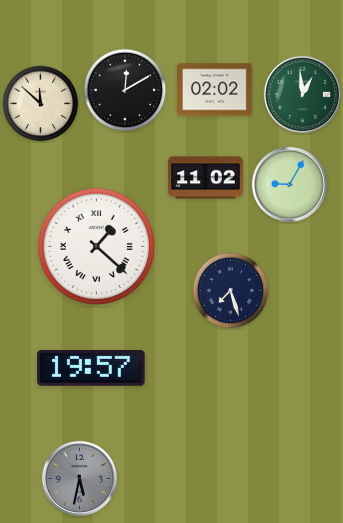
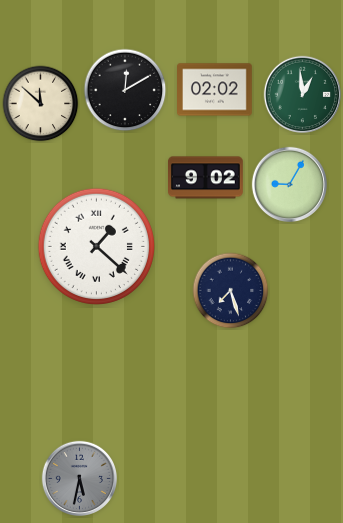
clock at (206, 178): 11:02 -> 9:02
clock at (91, 369): 19:57 -> none
